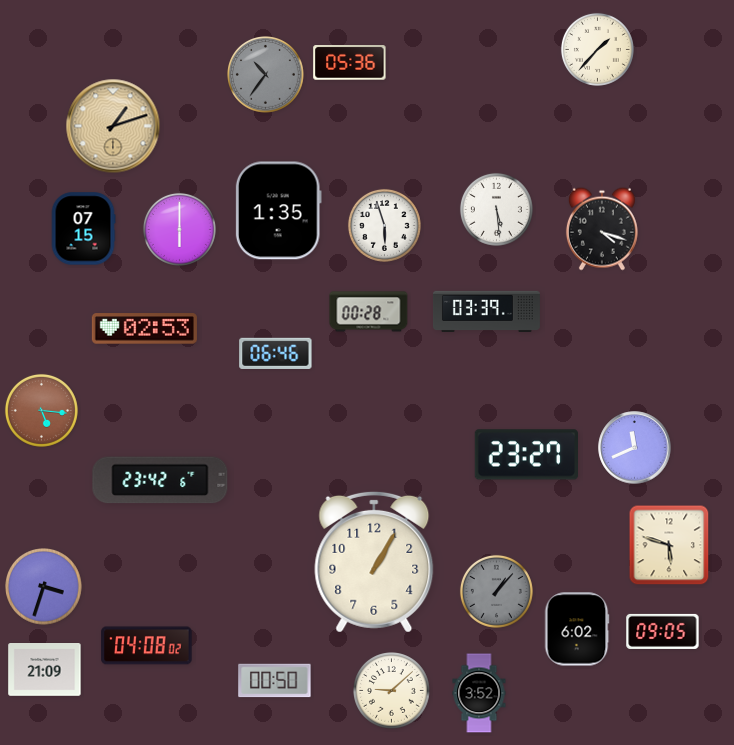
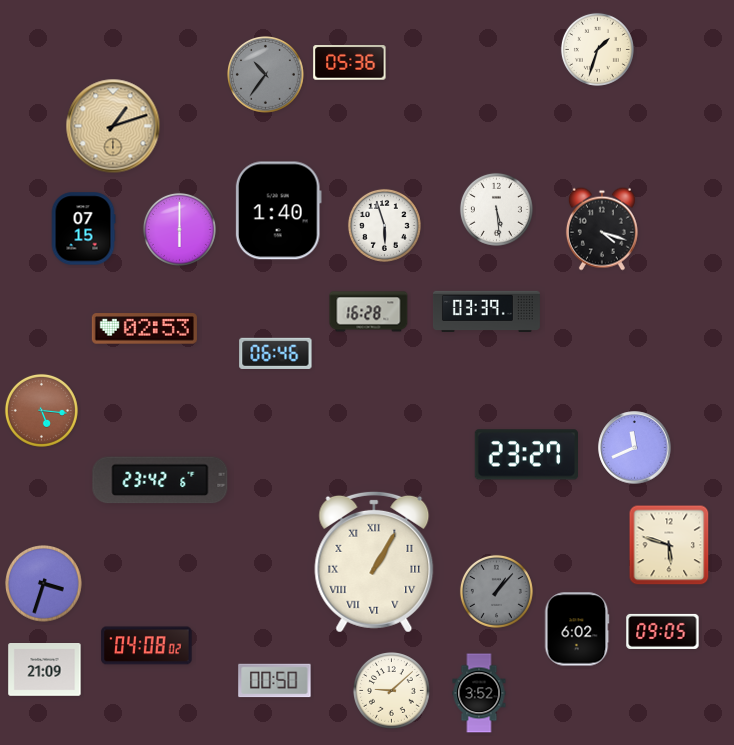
clock at (597, 49): 1:37 -> 1:33
clock at (278, 211): 1:35 -> 1:40
clock at (369, 312): 00:28 -> 16:28
clock at (374, 562) numerals: Arabic -> Roman
clock at (44, 587) position: (44, 587) -> (44, 584)
